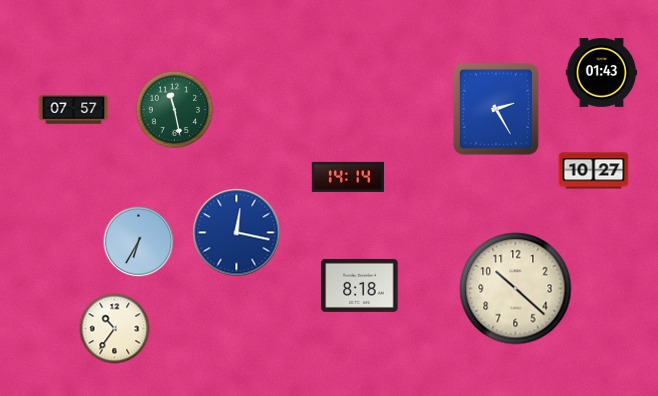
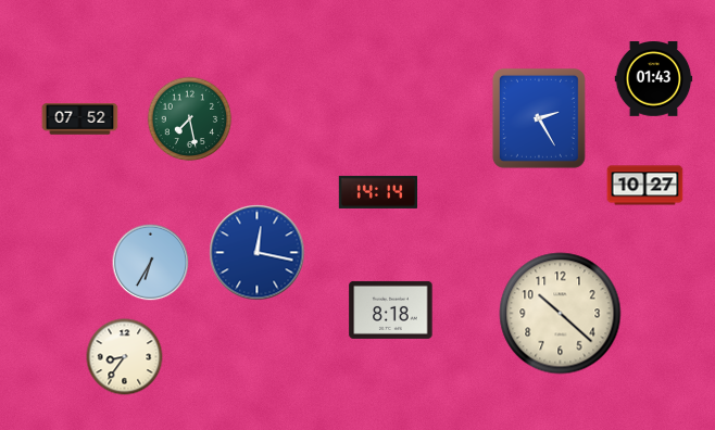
clock at (74, 110): 07:57 -> 07:52
clock at (175, 110): 11:28 -> 7:28
clock at (115, 329): 10:36 -> 8:36
